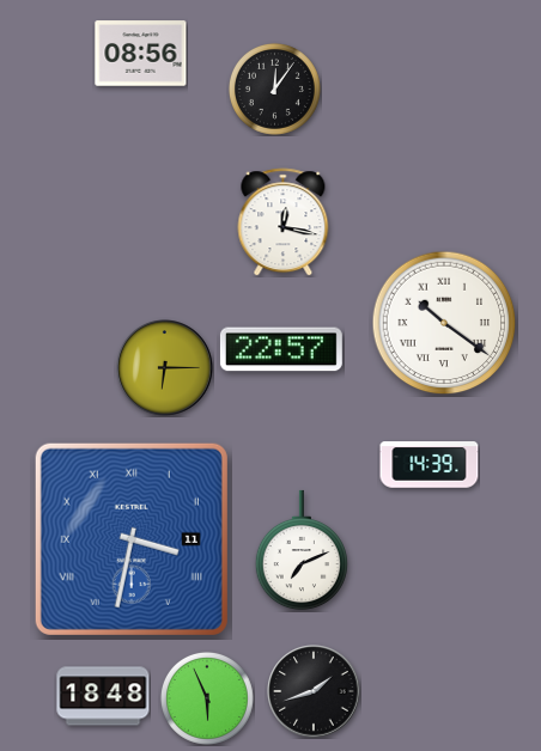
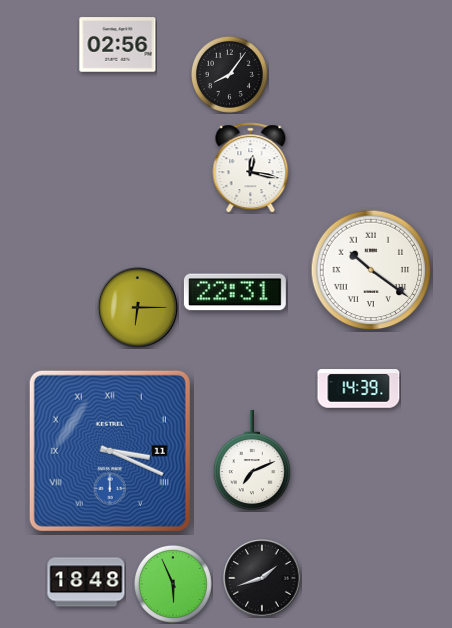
clock at (141, 54): 08:56 -> 02:56
clock at (274, 88): 12:06 -> 8:06
clock at (284, 222) position: (284, 222) -> (251, 168)
clock at (281, 349): 22:57 -> 22:31
clock at (132, 539): 3:32 -> 3:19
